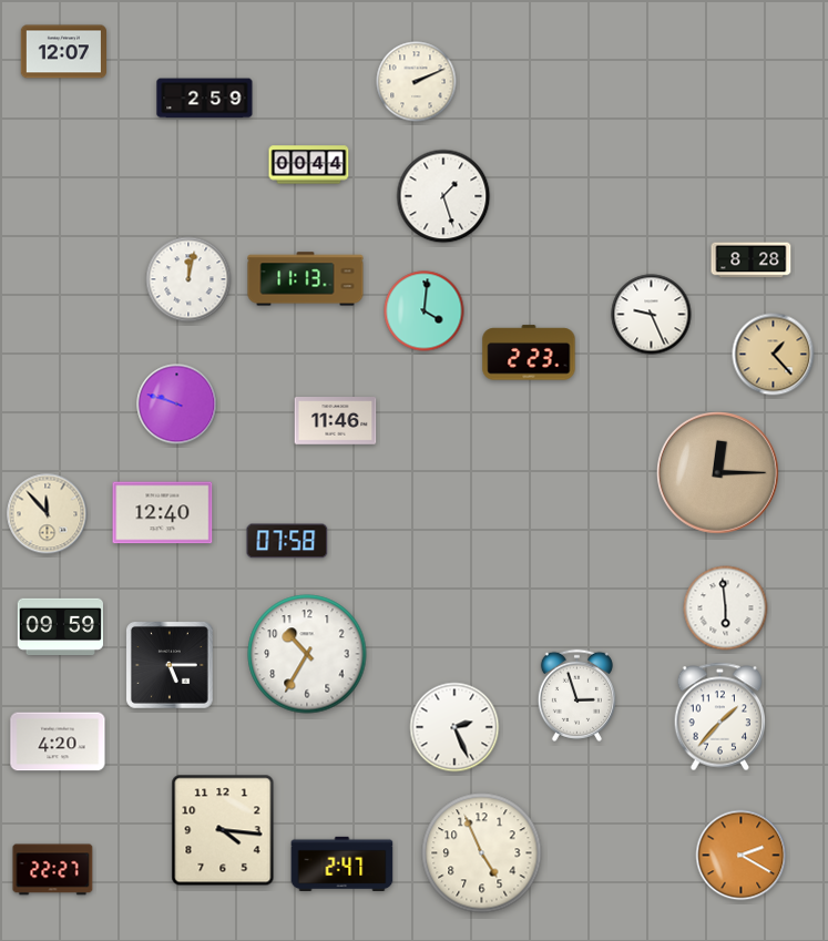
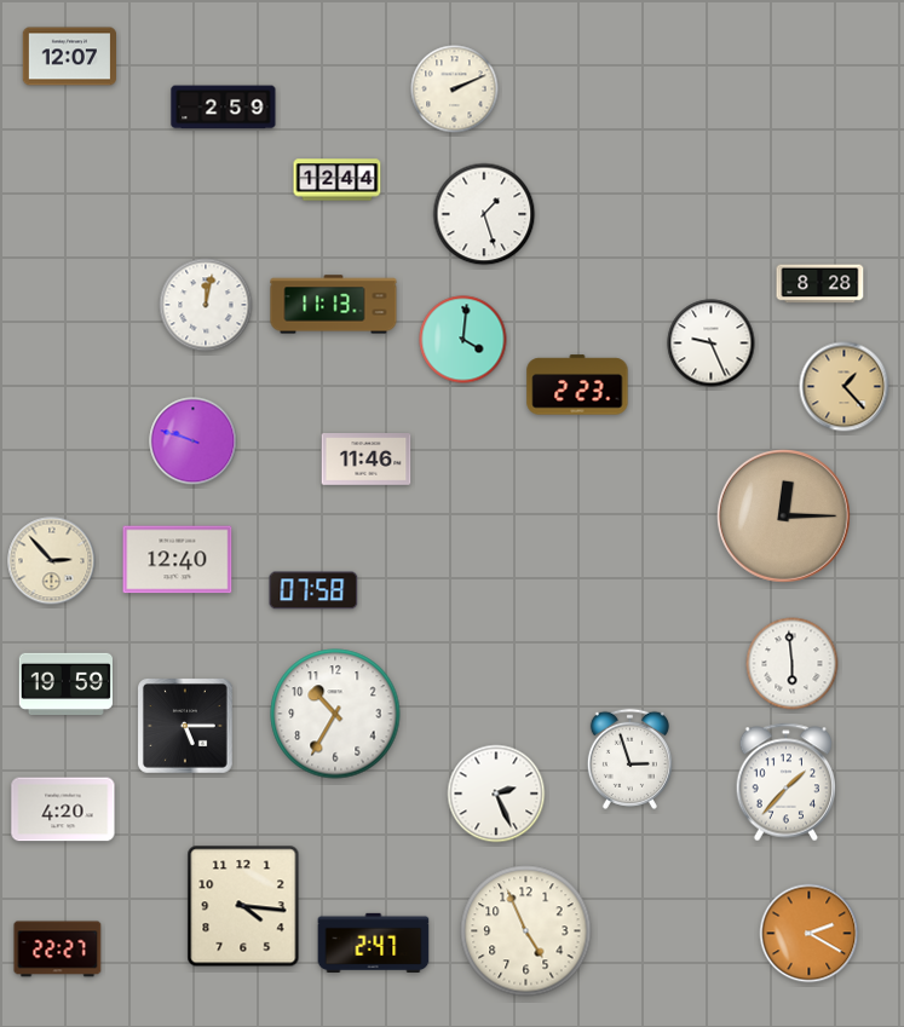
clock at (309, 165): 00:44 -> 12:44
clock at (48, 514): 11:53 -> 2:53
clock at (60, 626): 09:59 -> 19:59
